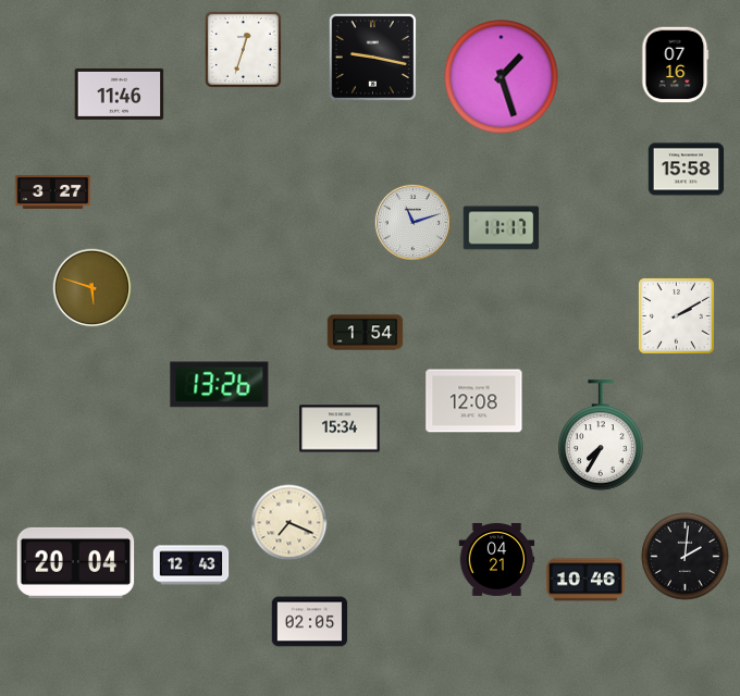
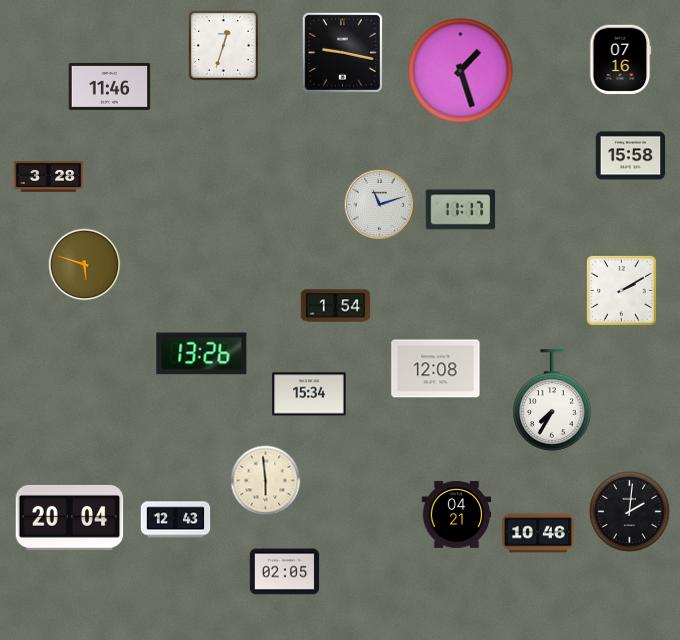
clock at (53, 191): 3:27 -> 3:28
clock at (340, 428) position: (340, 428) -> (309, 394)
clock at (289, 523): 7:19 -> 5:59
